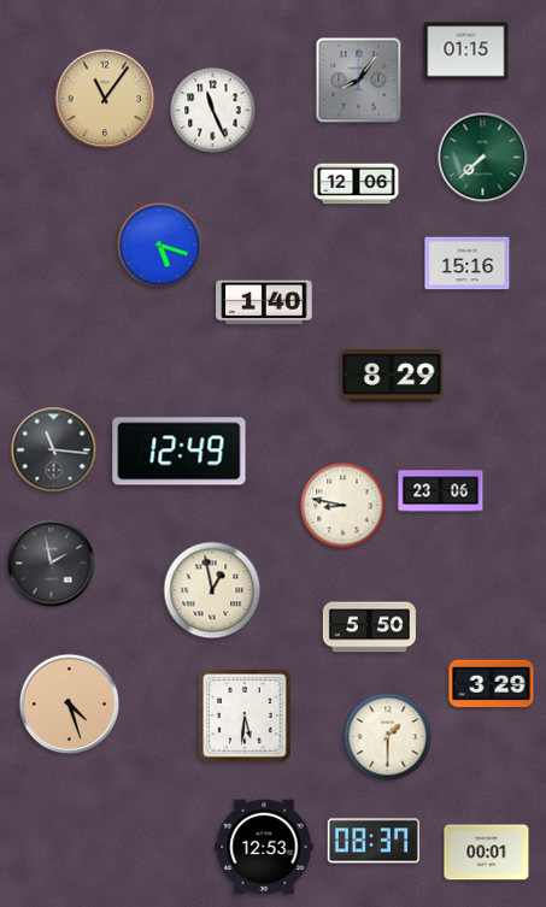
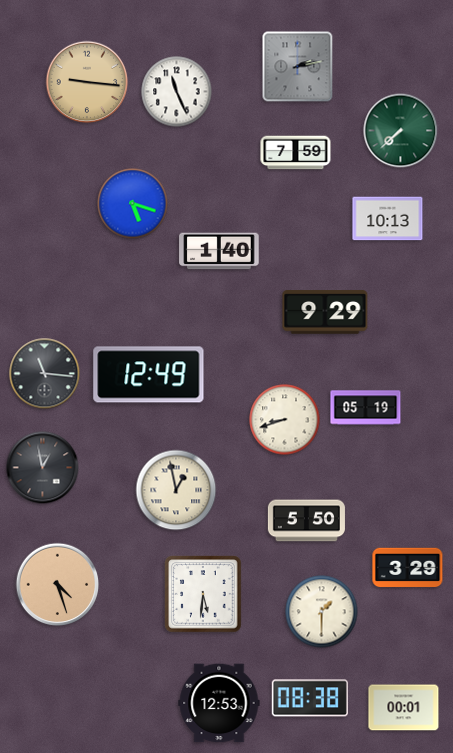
clock at (466, 52): 01:15 -> none
clock at (359, 81): 8:06 -> 2:13
clock at (105, 99): 11:06 -> 9:16
clock at (357, 184): 12:06 -> 7:59
clock at (468, 264): 15:16 -> 10:13
clock at (392, 376): 8:29 -> 9:29
clock at (441, 491): 23:06 -> 05:19
clock at (344, 506): 8:47 -> 8:42
clock at (52, 564): 1:58 -> 12:58
clock at (374, 841): 08:37 -> 08:38
